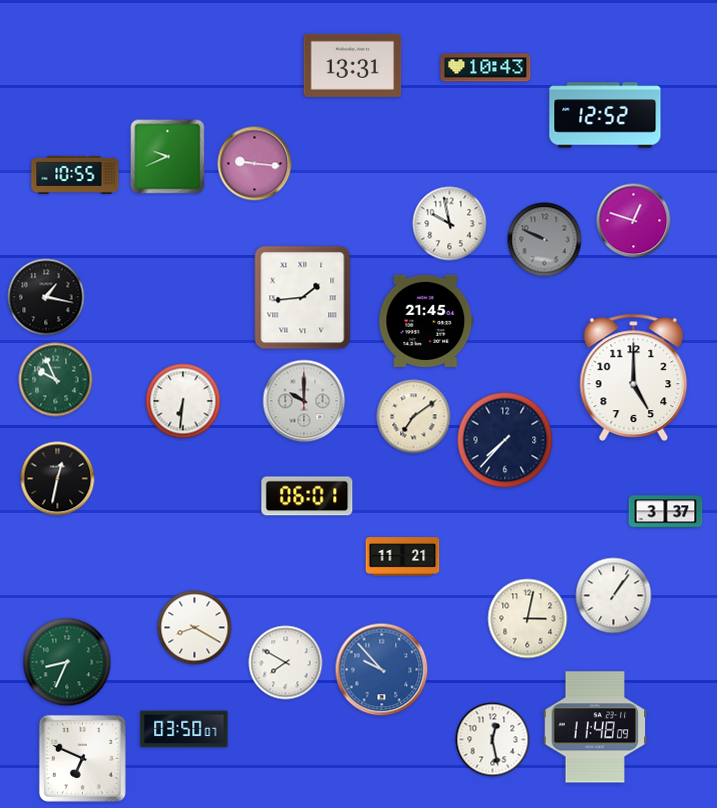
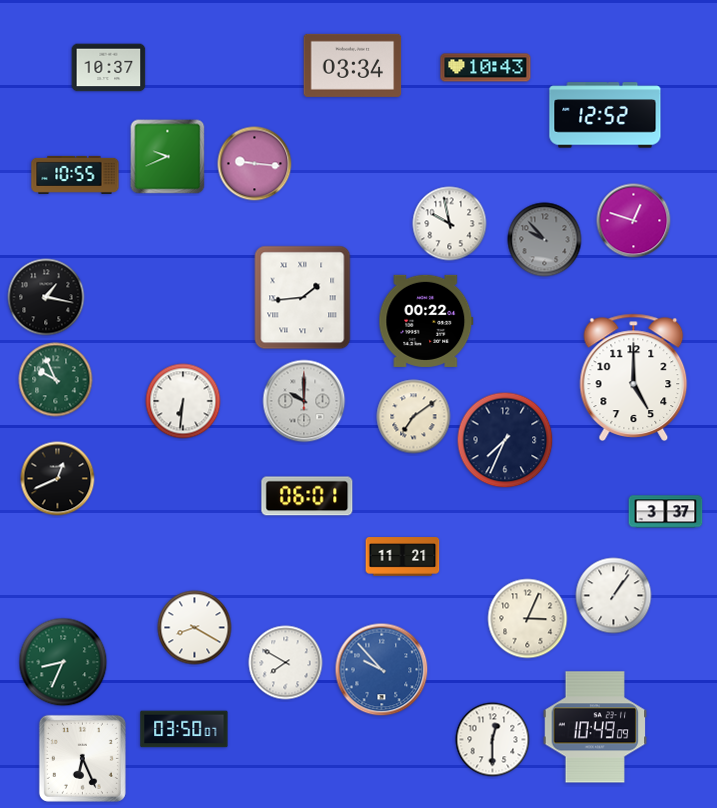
clock at (353, 65): 13:31 -> 03:34
clock at (109, 68): none -> 10:37
clock at (545, 240): 9:49 -> 9:53
clock at (426, 321): 21:45 -> 00:22
clock at (505, 440): 7:37 -> 7:34
clock at (58, 479): 12:32 -> 12:41
clock at (528, 619): 3:02 -> 3:04
clock at (67, 662) position: (67, 662) -> (63, 662)
clock at (595, 727): 11:48 -> 10:49
clock at (493, 740): 12:28 -> 12:30
clock at (82, 758): 6:49 -> 6:26
